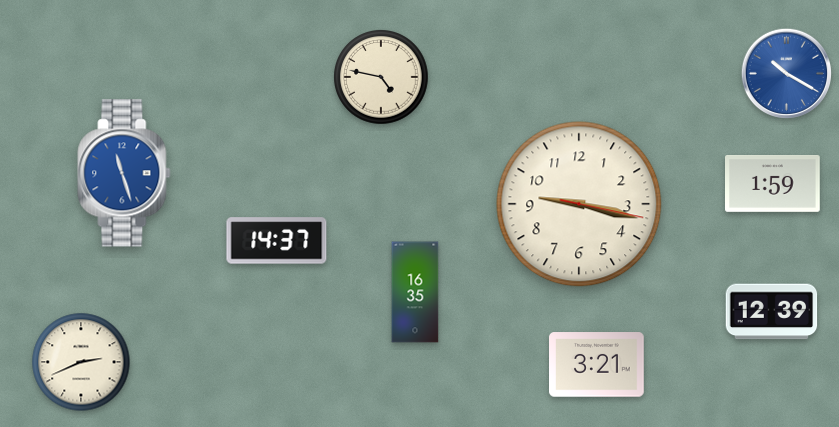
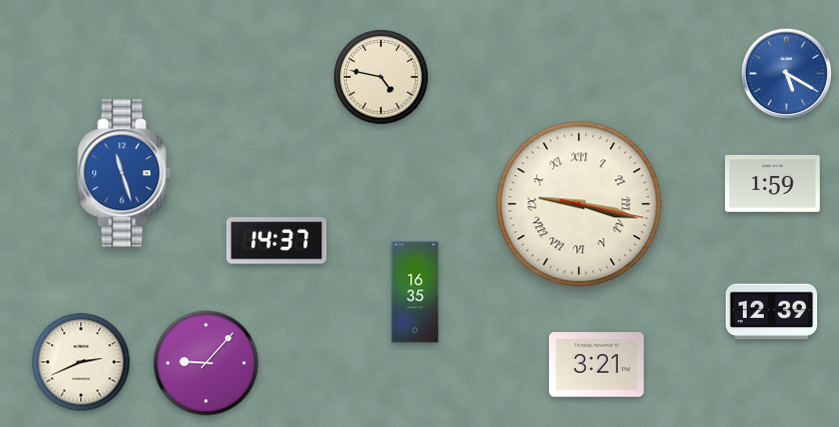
clock at (786, 73): 10:20 -> 5:20
clock at (579, 204) numerals: Arabic -> Roman
clock at (206, 363): none -> 9:07
